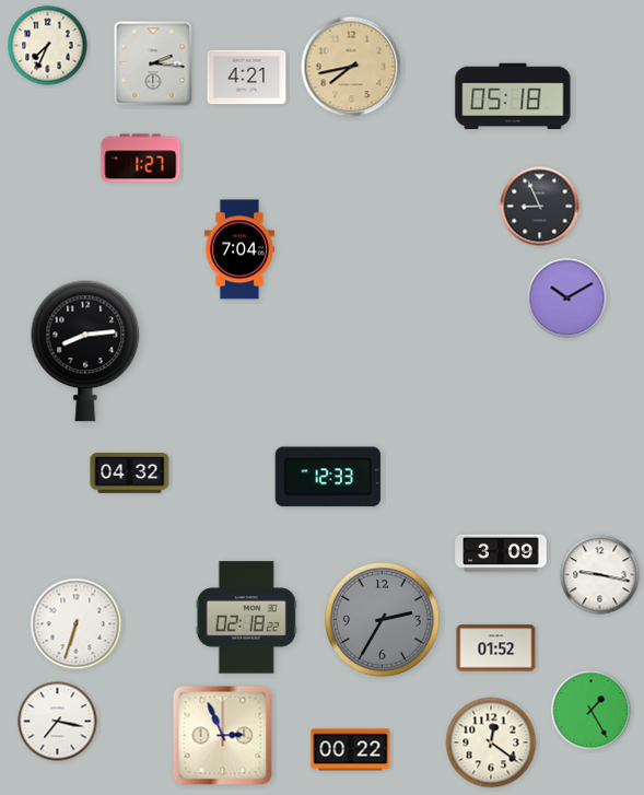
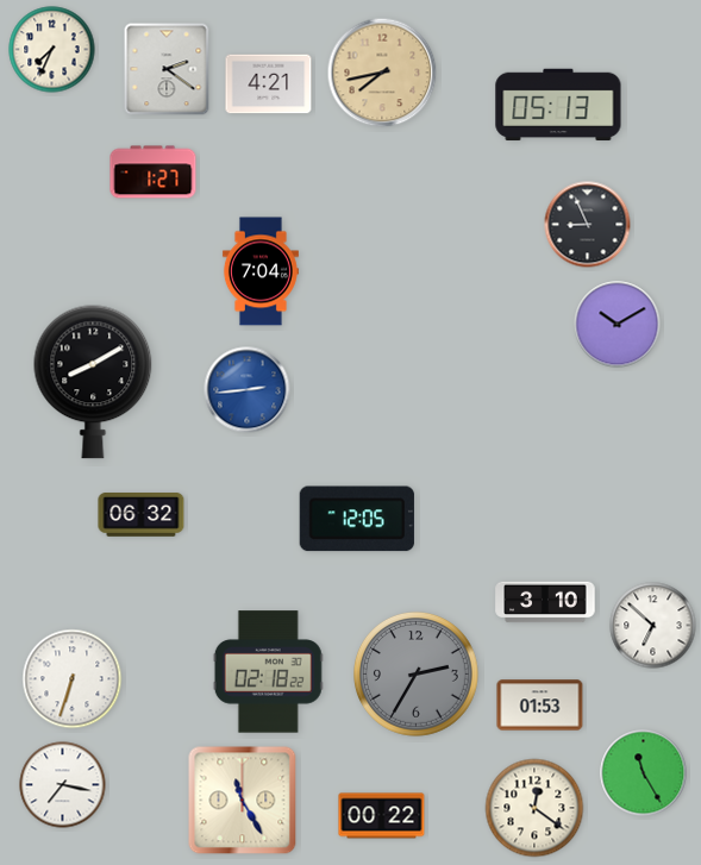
clock at (153, 63): 2:16 -> 2:21
clock at (513, 96): 05:18 -> 05:13
clock at (85, 351): 8:14 -> 8:10
clock at (248, 390): none -> 2:44
clock at (130, 474): 04:32 -> 06:32
clock at (328, 477): 12:33 -> 12:05
clock at (501, 553): 3:09 -> 3:10
clock at (600, 575): 9:17 -> 6:52
clock at (77, 624) position: (77, 624) -> (73, 679)
clock at (496, 648): 01:52 -> 01:53
clock at (592, 711): 1:25 -> 11:25
clock at (223, 736): 2:56 -> 11:25
